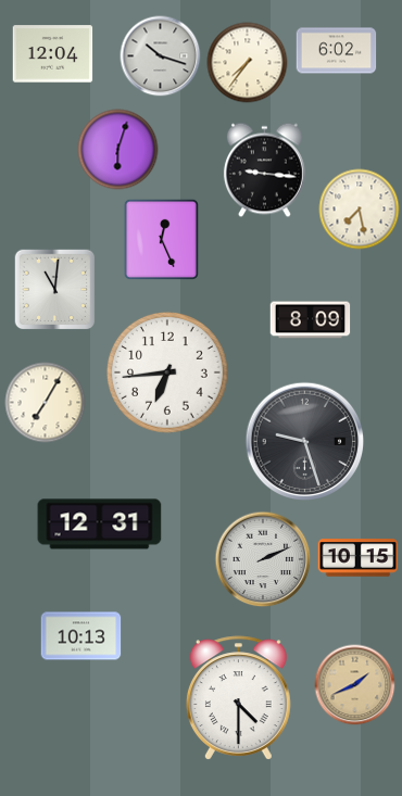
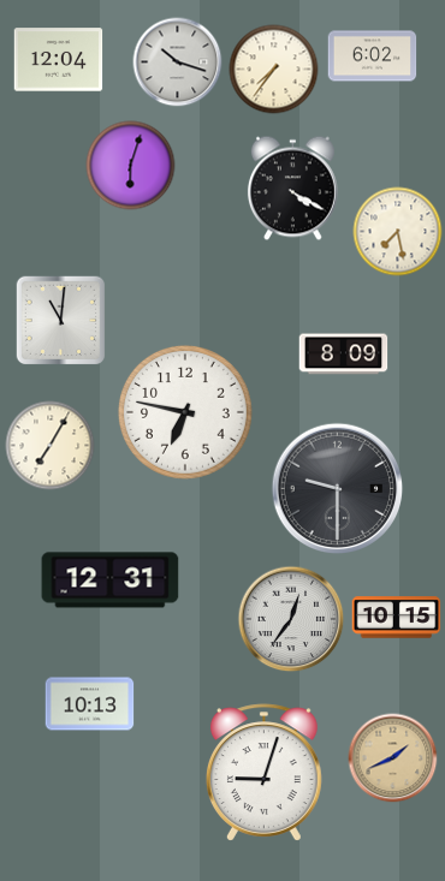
clock at (264, 170): 9:16 -> 4:20
clock at (161, 239): 12:26 -> none
clock at (167, 372): 6:44 -> 6:47
clock at (305, 442): 9:27 -> 9:30
clock at (263, 559): 2:11 -> 12:36
clock at (238, 698): 4:30 -> 9:03
